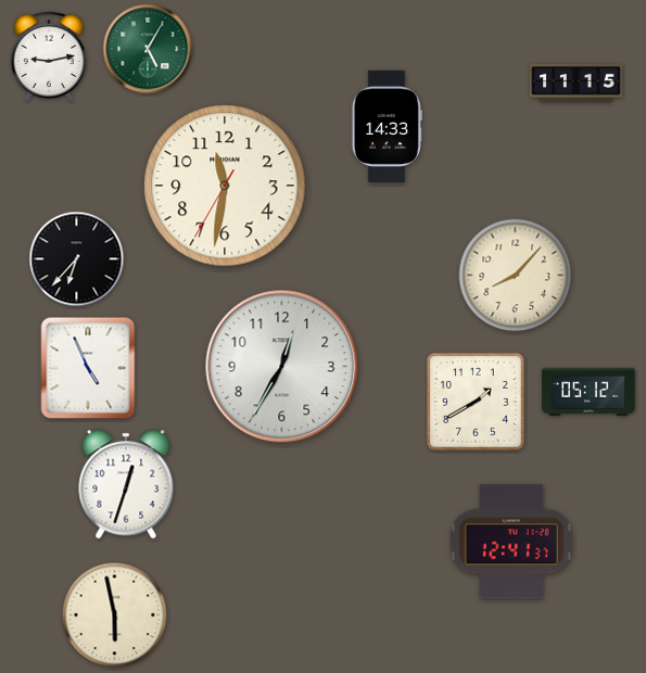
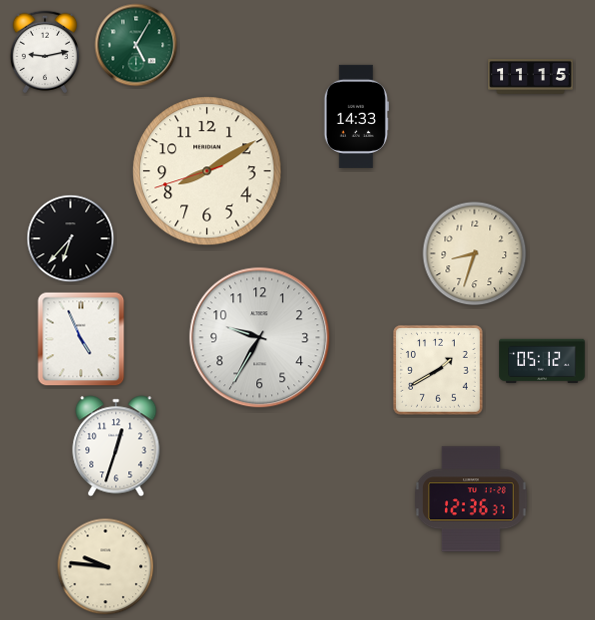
clock at (225, 186): 11:31 -> 8:09
clock at (516, 276): 8:07 -> 8:33
clock at (282, 367): 12:35 -> 9:35
clock at (512, 542): 12:41 -> 12:36
clock at (115, 615): 5:58 -> 9:46
